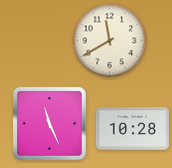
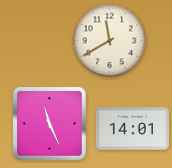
clock at (132, 129): 10:28 -> 14:01
